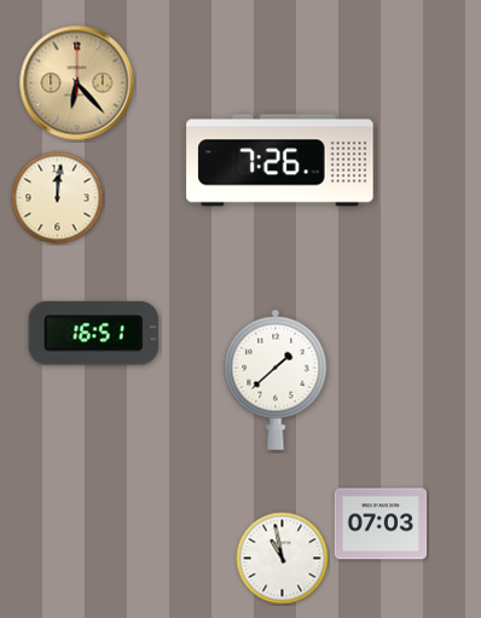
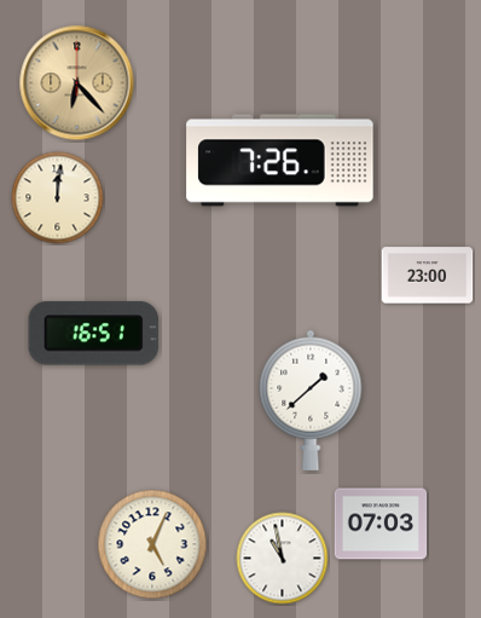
clock at (428, 276): none -> 23:00
clock at (276, 380) position: (276, 380) -> (311, 400)
clock at (152, 544): none -> 5:04
